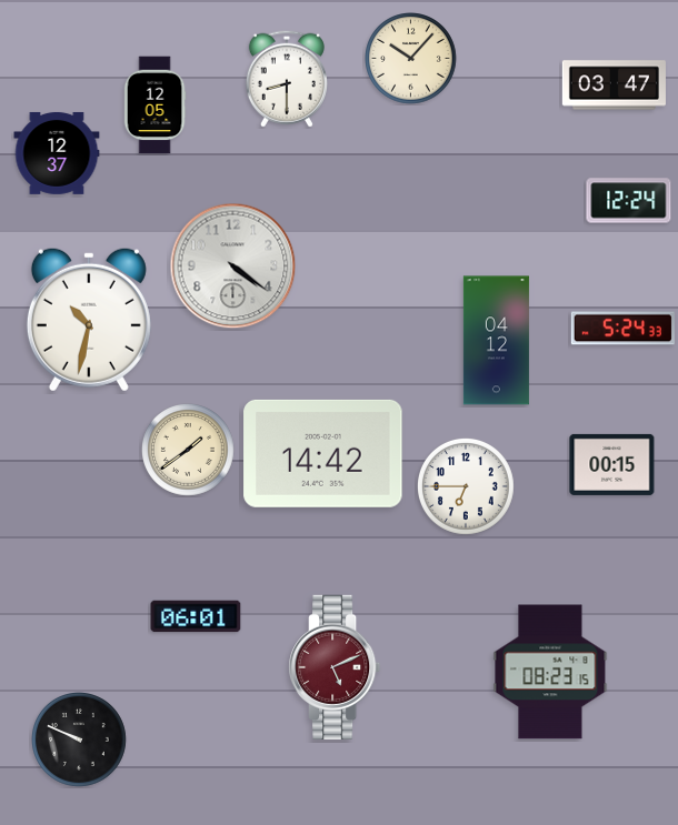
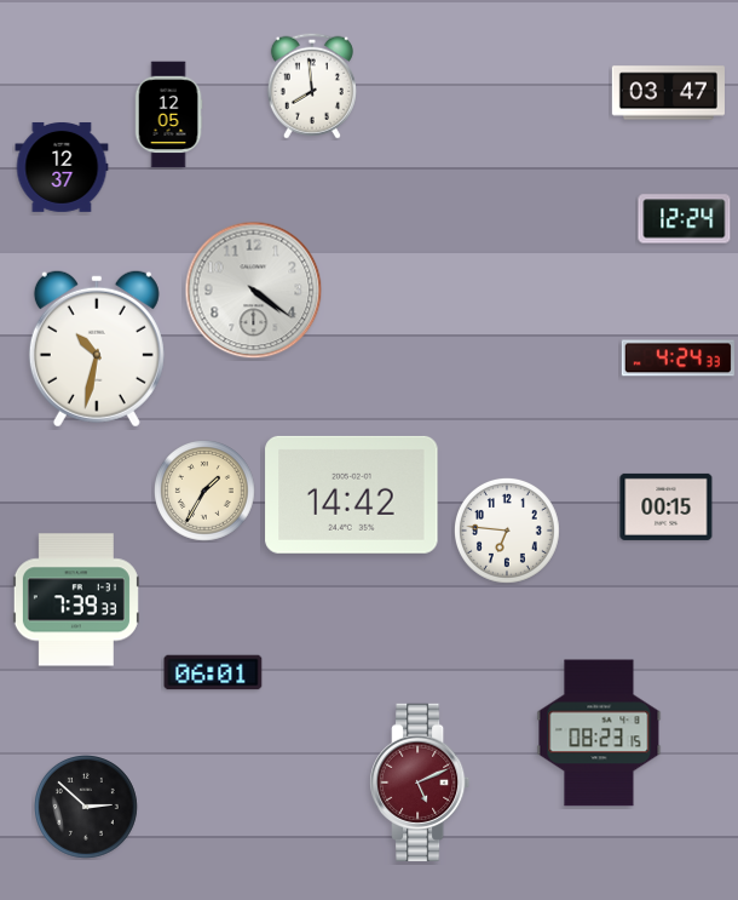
clock at (411, 59): 10:07 -> none
clock at (287, 79): 8:30 -> 7:59
clock at (622, 329): 5:24 -> 4:24
clock at (496, 341): 04:12 -> none
clock at (189, 451): 1:39 -> 1:35
clock at (467, 487): 6:45 -> 6:46
clock at (76, 600): none -> 7:39
clock at (335, 667) position: (335, 667) -> (420, 783)
clock at (80, 741): 9:49 -> 2:52
